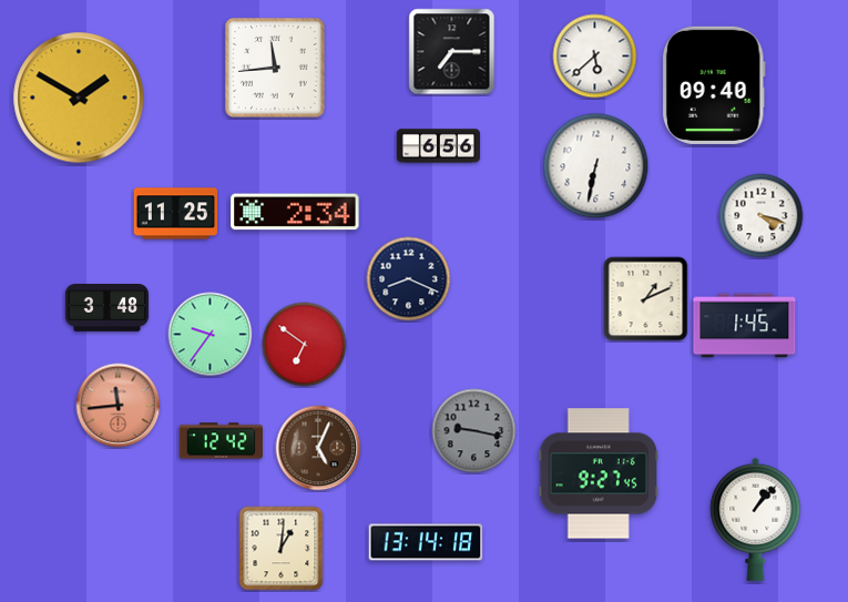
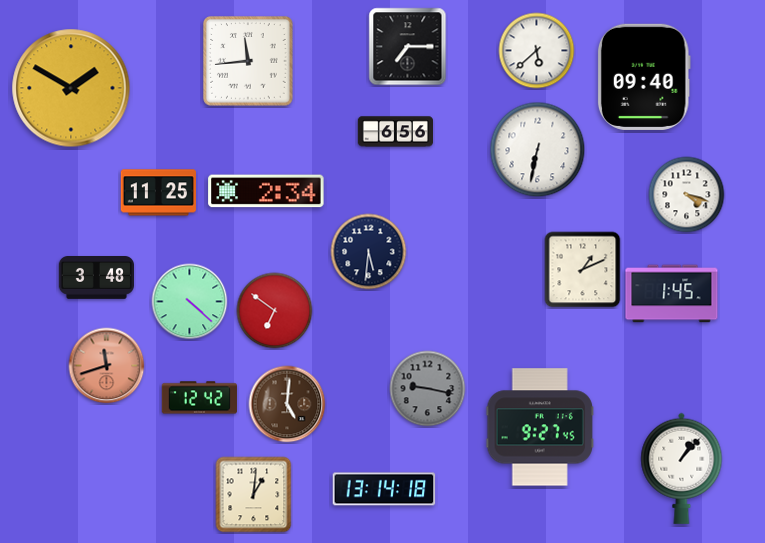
clock at (409, 279): 8:19 -> 5:31
clock at (211, 335): 9:36 -> 4:22
clock at (119, 406): 11:44 -> 11:42
clock at (318, 448): 5:04 -> 5:01
